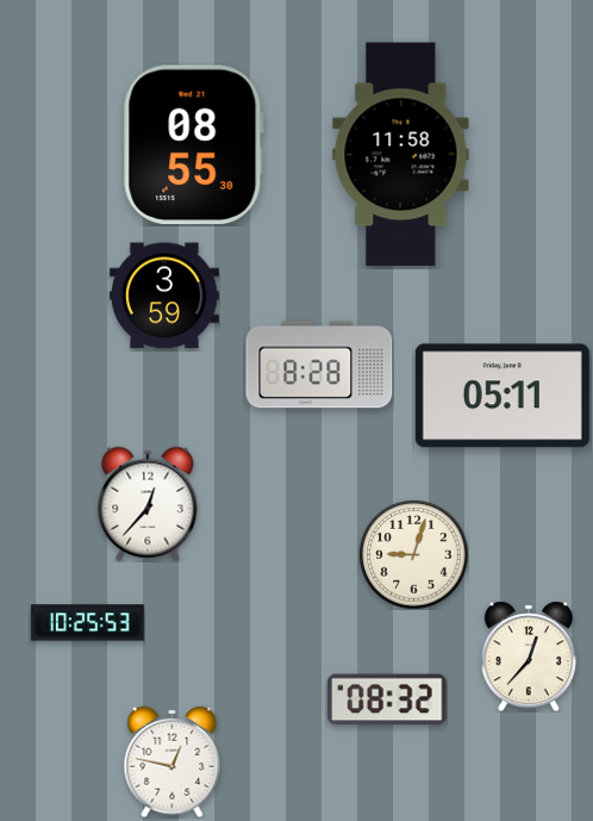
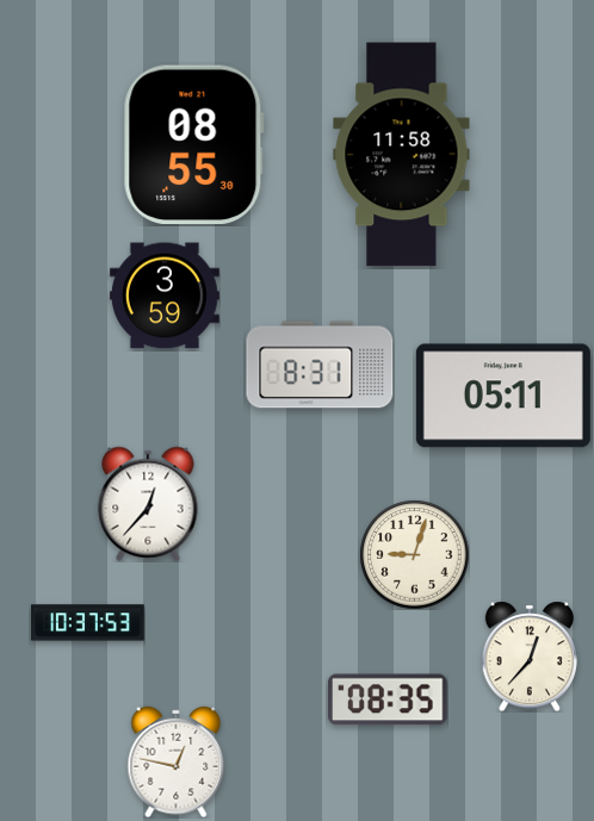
clock at (319, 365): 8:28 -> 8:31
clock at (88, 623): 10:25 -> 10:37
clock at (388, 699): 08:32 -> 08:35
clock at (173, 761) position: (173, 761) -> (177, 761)
